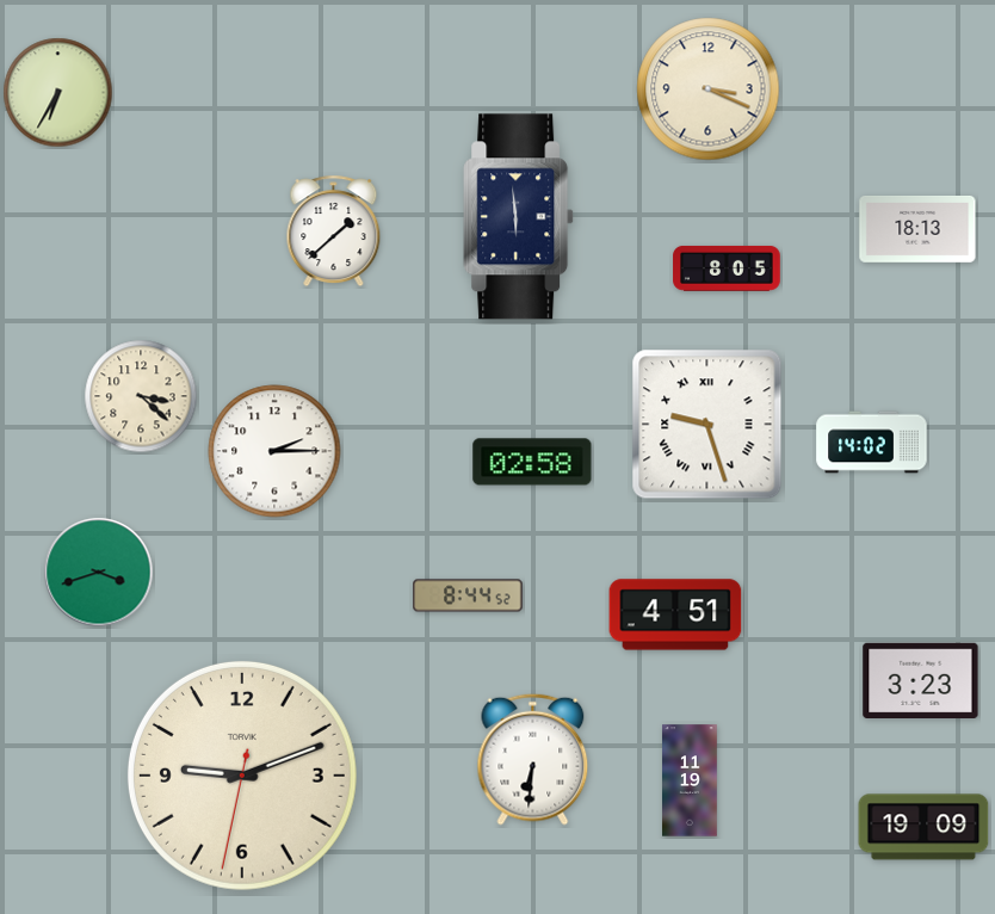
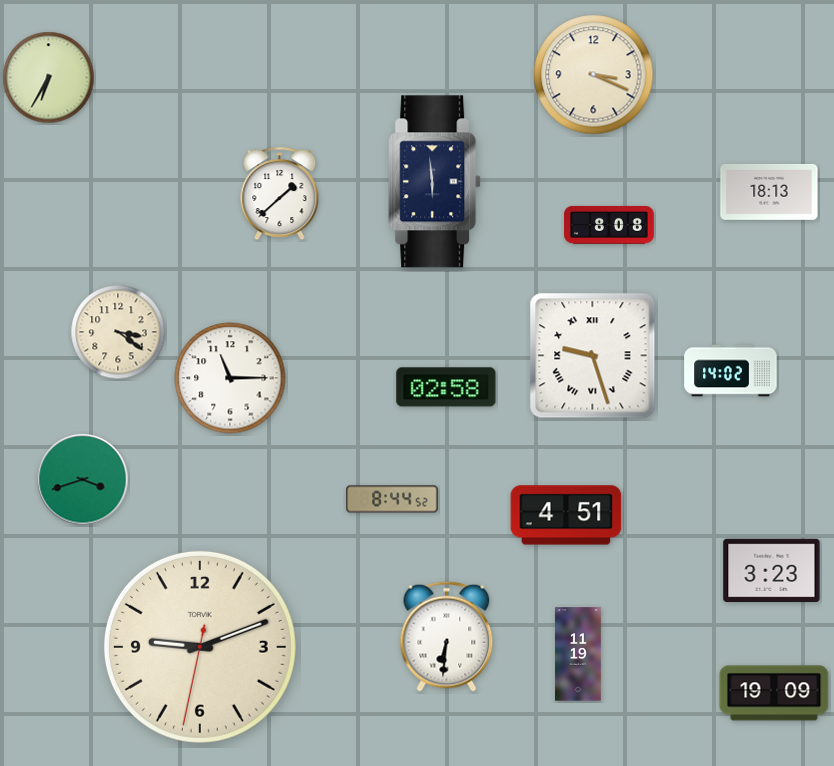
clock at (727, 268): 8:05 -> 8:08
clock at (141, 396): 3:22 -> 3:21
clock at (274, 451): 2:15 -> 11:15
clock at (242, 776) position: (242, 776) -> (200, 647)
